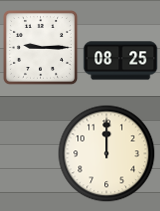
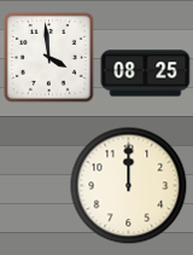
clock at (40, 47): 9:15 -> 3:59
